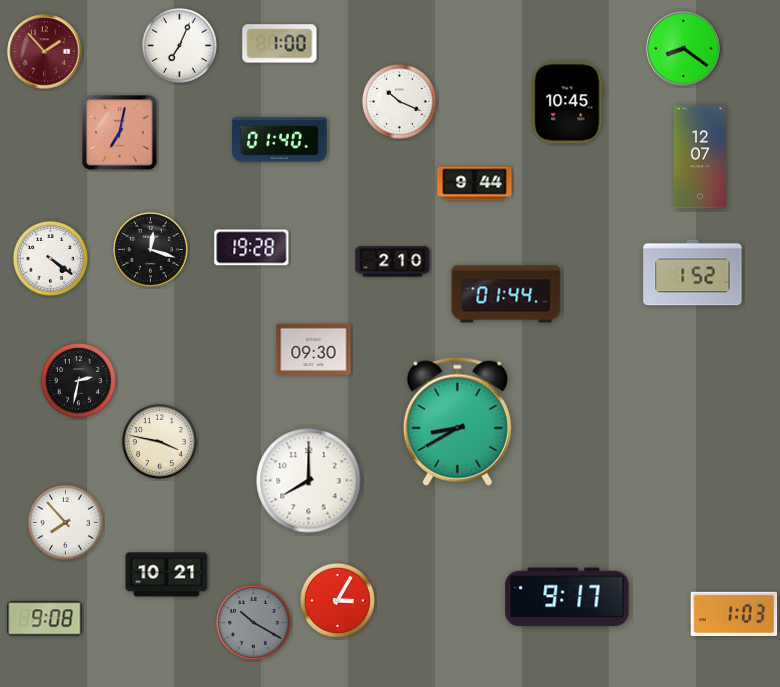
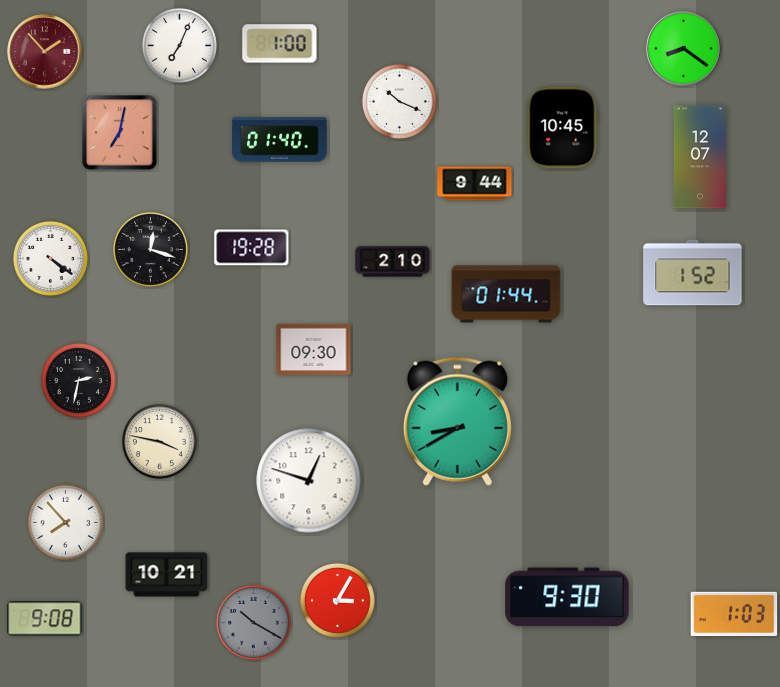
clock at (568, 103) position: (568, 103) -> (563, 128)
clock at (309, 481): 8:00 -> 12:48
clock at (567, 597): 9:17 -> 9:30
